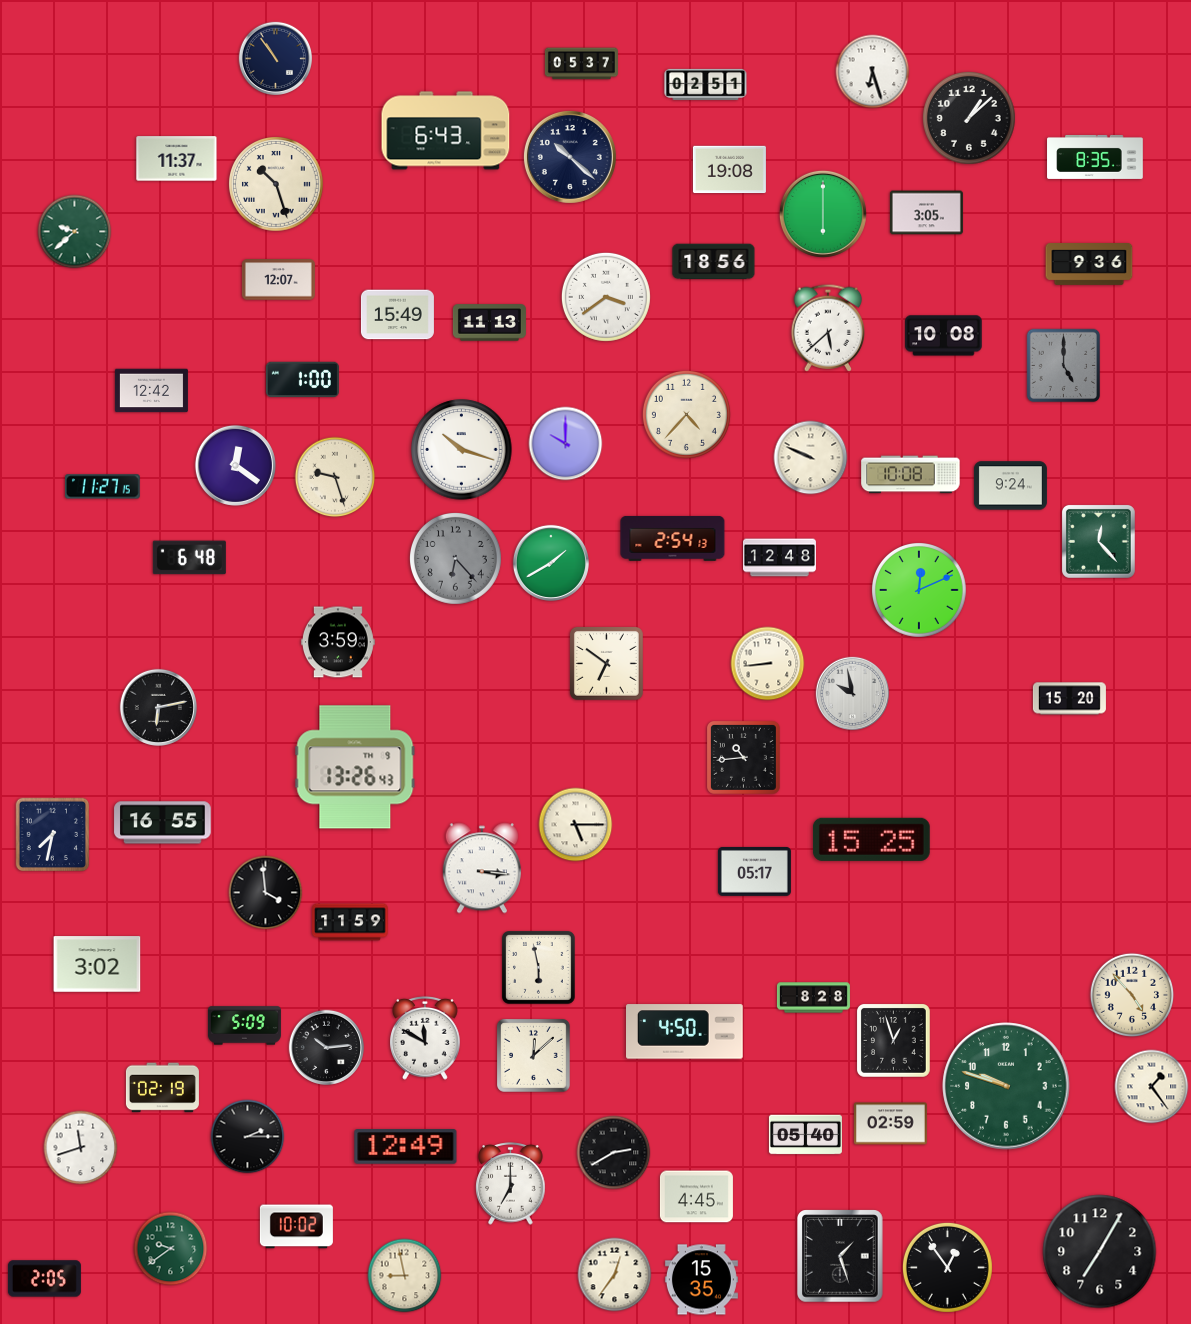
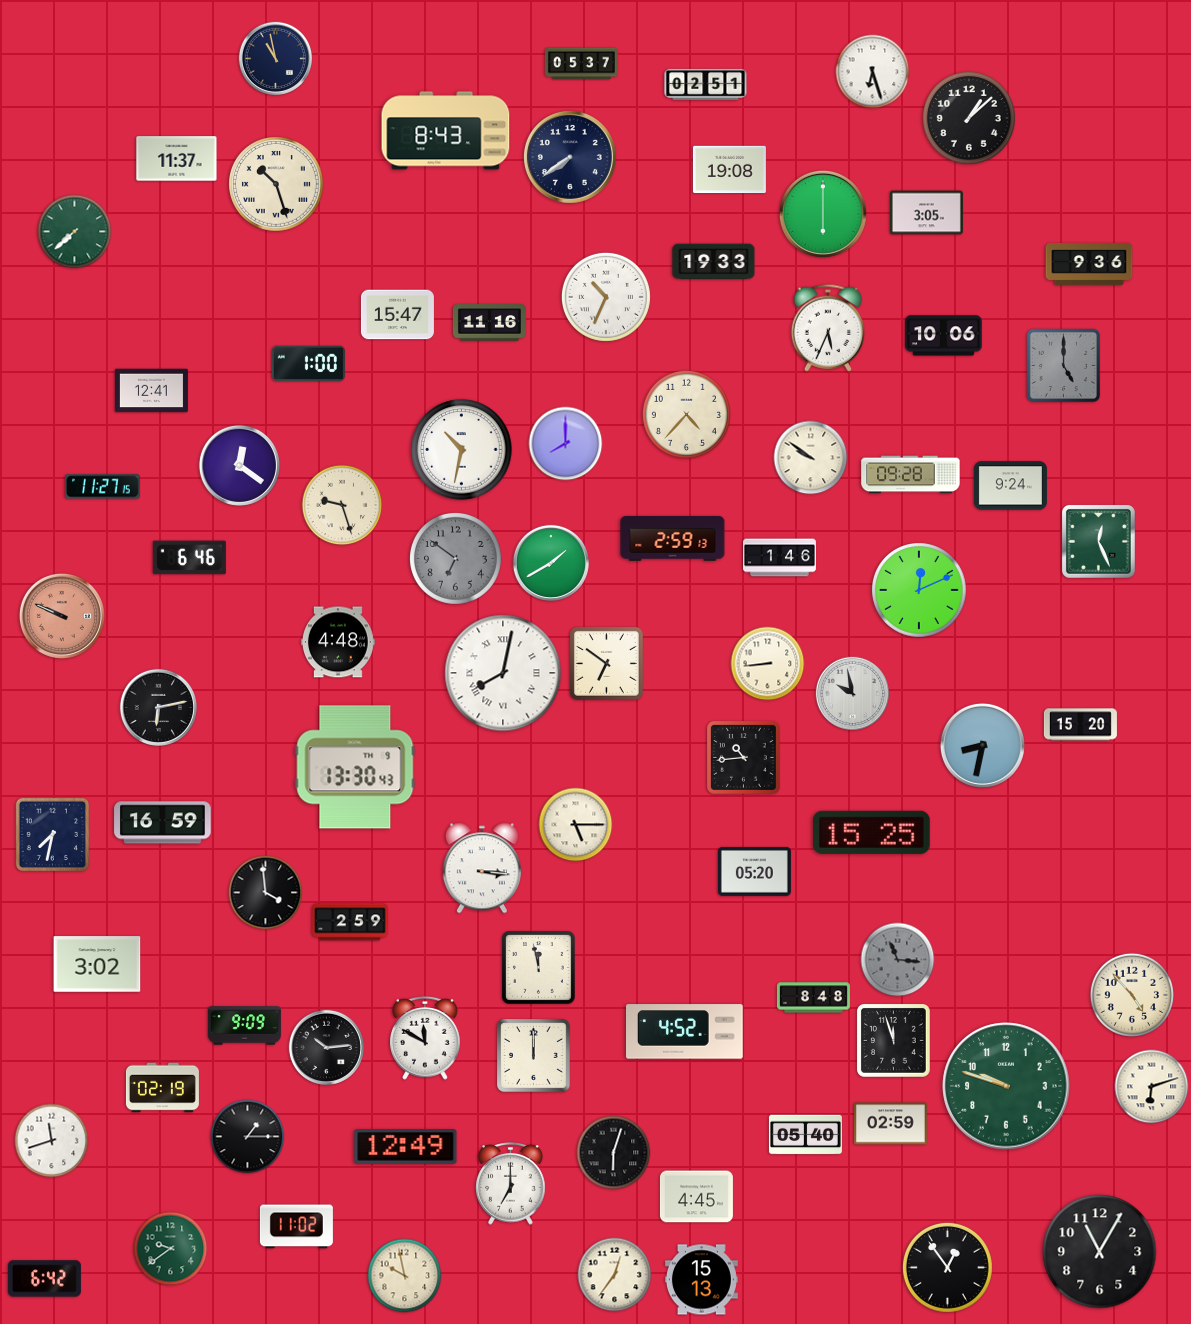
clock at (275, 58): 10:54 -> 10:58
clock at (446, 131): 6:43 -> 8:43
clock at (570, 157): 10:22 -> 7:39
clock at (1095, 157): 8:35 -> none
clock at (75, 232): 9:38 -> 7:38
clock at (714, 262): 18:56 -> 19:33
clock at (278, 280): 12:07 -> none
clock at (606, 297): 3:39 -> 10:34
clock at (397, 315): 15:49 -> 15:47
clock at (489, 323): 11:13 -> 11:16
clock at (828, 328): 5:38 -> 5:34
clock at (944, 336): 10:08 -> 10:06
clock at (302, 380) position: (302, 380) -> (308, 364)
clock at (151, 391): 12:42 -> 12:41
clock at (566, 444): 10:00 -> 8:00
clock at (462, 450): 10:18 -> 10:32
clock at (811, 458): 9:49 -> 9:51
clock at (235, 465) position: (235, 465) -> (239, 465)
clock at (911, 475): 10:08 -> 09:28
clock at (335, 477) position: (335, 477) -> (342, 505)
clock at (673, 538): 2:54 -> 2:59
clock at (1098, 541): 12:23 -> 12:26
clock at (189, 558): 6:48 -> 6:46
clock at (455, 558): 6:23 -> 6:51
clock at (779, 558): 12:48 -> 1:46
clock at (62, 616): none -> 9:49
clock at (338, 642): 3:59 -> 4:48
clock at (503, 673): none -> 8:02
clock at (1069, 699) position: (1069, 699) -> (1080, 725)
clock at (982, 745): none -> 8:32
clock at (355, 767): 13:26 -> 13:30
clock at (163, 823): 16:55 -> 16:59
clock at (871, 839) position: (871, 839) -> (871, 832)
clock at (754, 871): 05:17 -> 05:20
clock at (350, 922): 11:59 -> 2:59
clock at (898, 960): none -> 11:16
clock at (539, 968): 5:58 -> 11:58
clock at (813, 998): 8:28 -> 8:48
clock at (244, 1026): 5:09 -> 9:09
clock at (685, 1032): 4:50 -> 4:52
clock at (894, 1041): 12:57 -> 11:57
clock at (534, 1056): 12:08 -> 12:00
clock at (1152, 1087): 1:24 -> 6:12
clock at (248, 1137): 2:15 -> 1:15
clock at (81, 1148) position: (81, 1148) -> (52, 1141)
clock at (614, 1153): 2:40 -> 6:03
clock at (296, 1227): 10:02 -> 11:02
clock at (1100, 1252): 7:05 -> 11:05
clock at (840, 1256): 1:27 -> none
clock at (405, 1276): 8:58 -> 9:58
clock at (44, 1279): 2:05 -> 6:42
clock at (701, 1280): 15:35 -> 15:13
